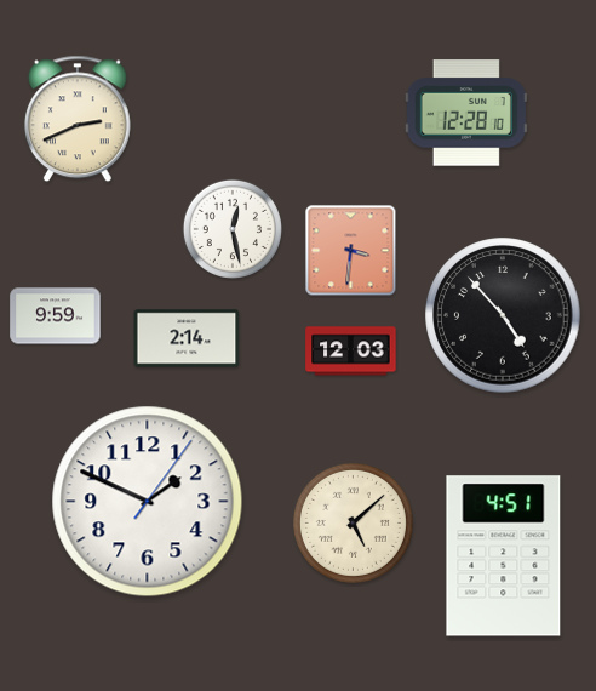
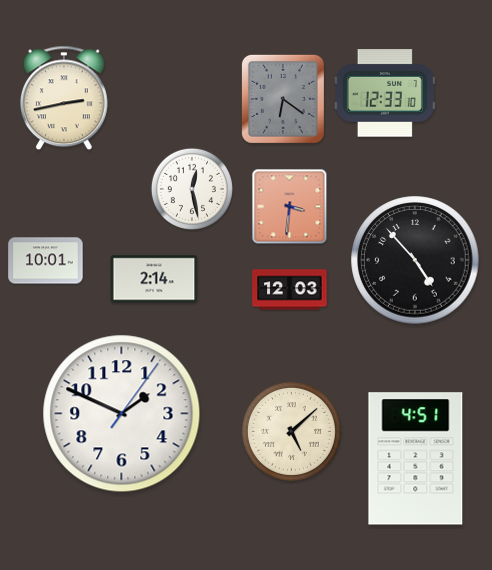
clock at (466, 113): 12:28 -> 12:33
clock at (78, 119): 2:41 -> 2:43
clock at (283, 99): none -> 6:21
clock at (56, 316): 9:59 -> 10:01
